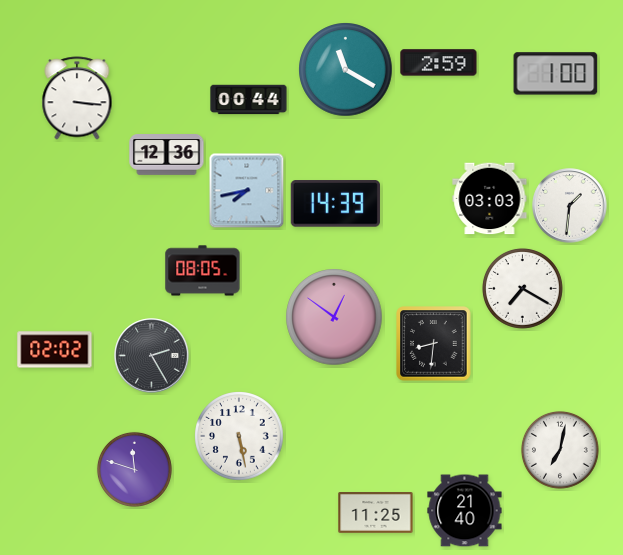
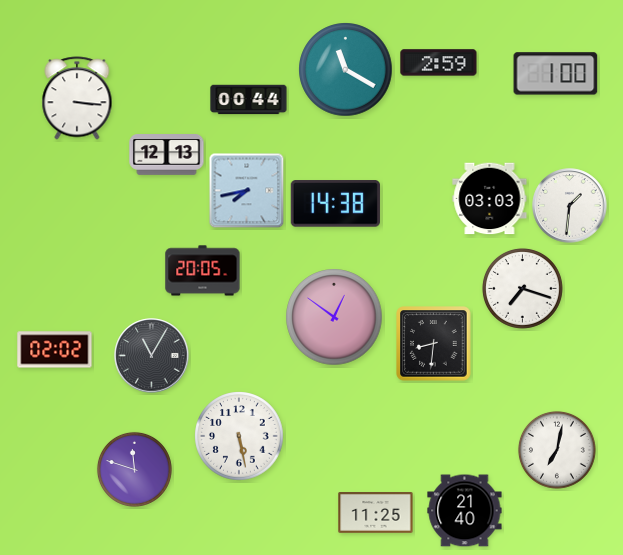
clock at (167, 155): 12:36 -> 12:13
clock at (335, 204): 14:39 -> 14:38
clock at (203, 271): 08:05 -> 20:05
clock at (522, 288): 7:20 -> 7:18
clock at (152, 356): 2:25 -> 11:05
clock at (560, 450) position: (560, 450) -> (557, 450)
